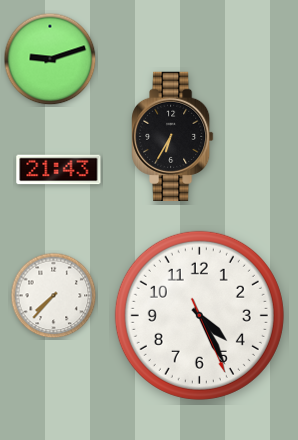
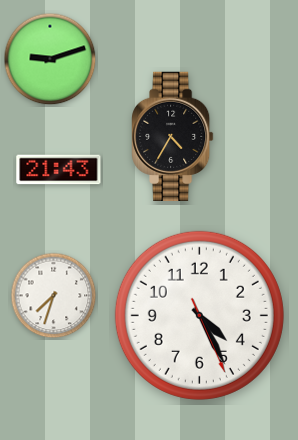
clock at (173, 136): 6:35 -> 4:35
clock at (54, 296): 7:37 -> 7:33
